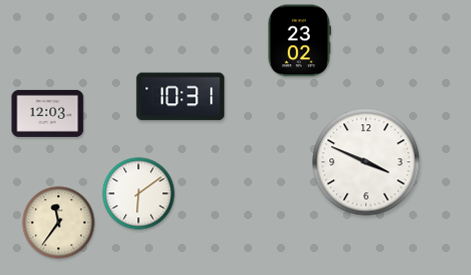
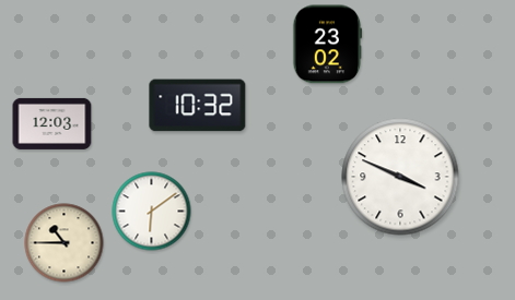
clock at (181, 97): 10:31 -> 10:32
clock at (59, 223): 11:36 -> 10:45
